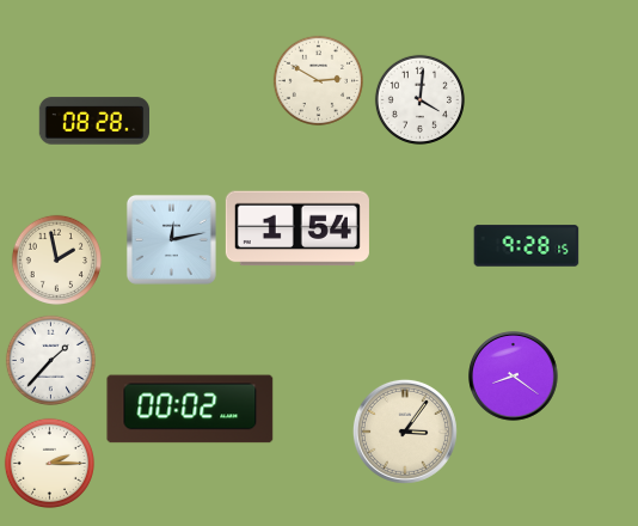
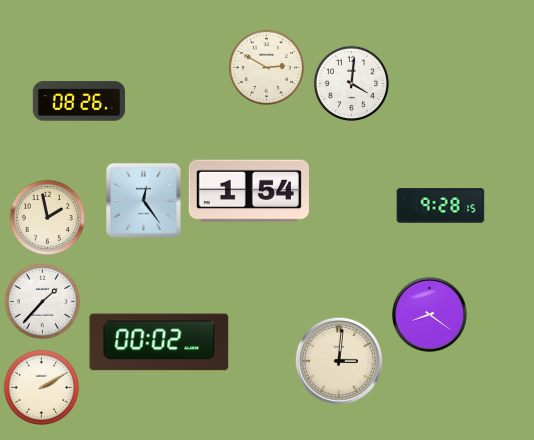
clock at (93, 121): 08:28 -> 08:26
clock at (171, 239): 12:13 -> 12:24
clock at (405, 432): 3:06 -> 3:01
clock at (49, 463): 2:15 -> 2:10
